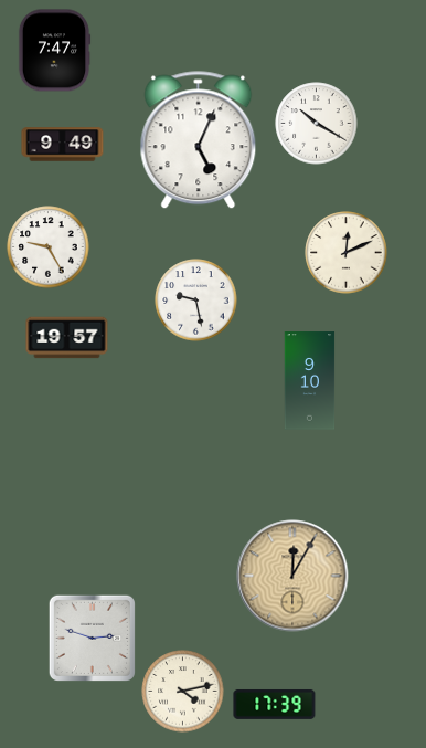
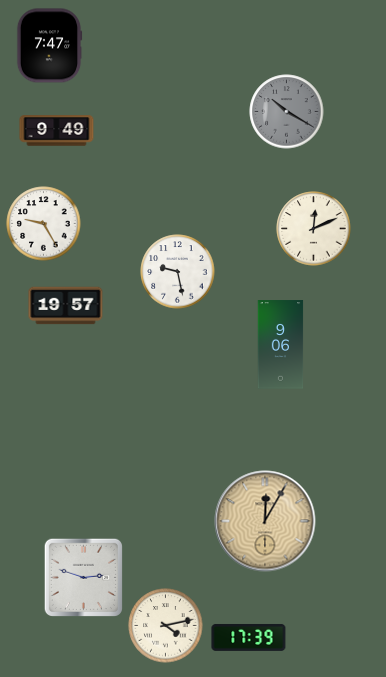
clock at (317, 124) dial: white -> grey
clock at (199, 140): 5:04 -> none
clock at (67, 338) position: (67, 338) -> (66, 306)
clock at (310, 381): 9:10 -> 9:06
